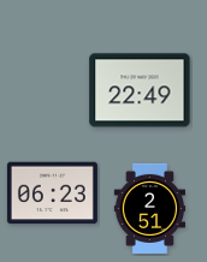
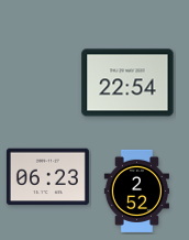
clock at (140, 90): 22:49 -> 22:54
clock at (149, 208): 2:51 -> 2:52
